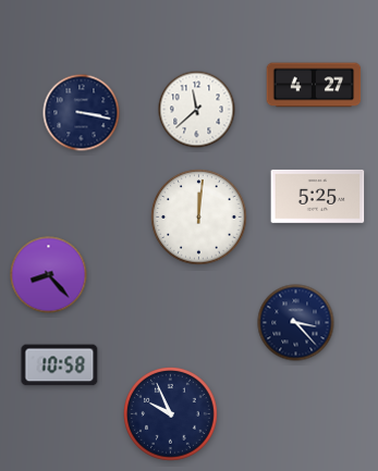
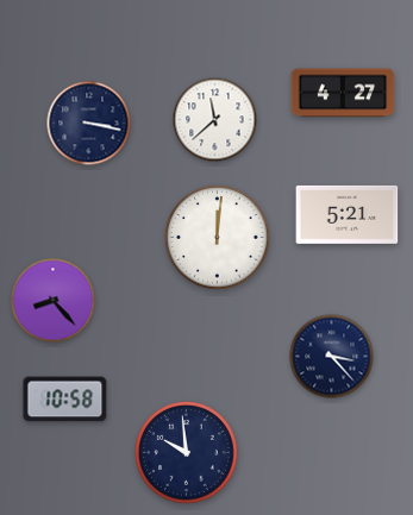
clock at (318, 196): 5:25 -> 5:21
clock at (296, 323) position: (296, 323) -> (332, 357)
clock at (171, 414): 9:56 -> 9:59
